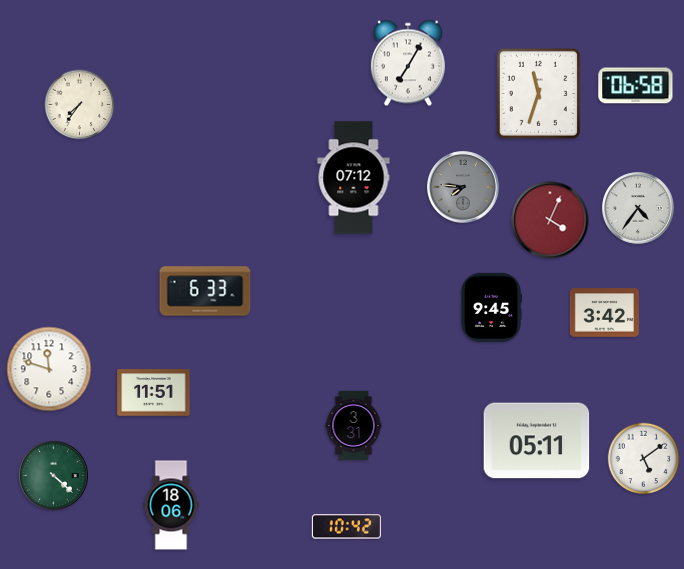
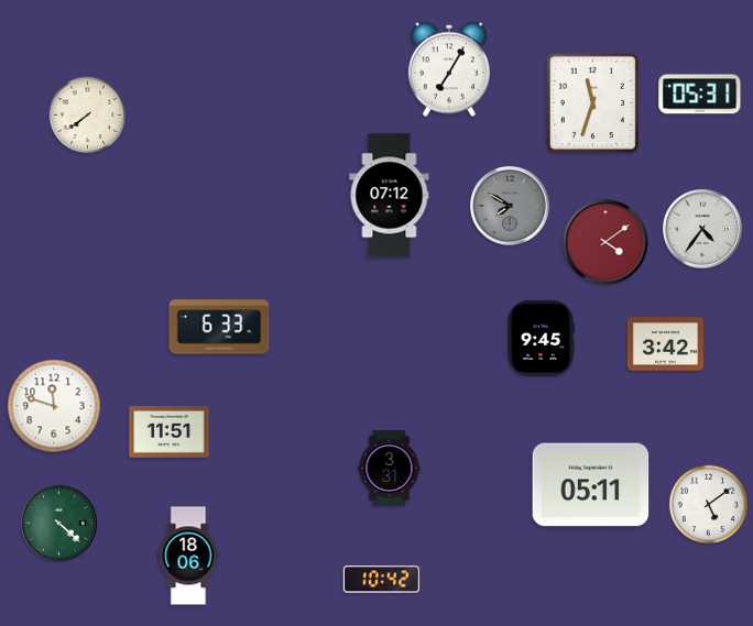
clock at (636, 86): 06:58 -> 05:31
clock at (80, 105): 7:36 -> 7:39
clock at (463, 187): 7:46 -> 7:50
clock at (550, 220): 4:04 -> 4:09
clock at (205, 291) position: (205, 291) -> (219, 327)
